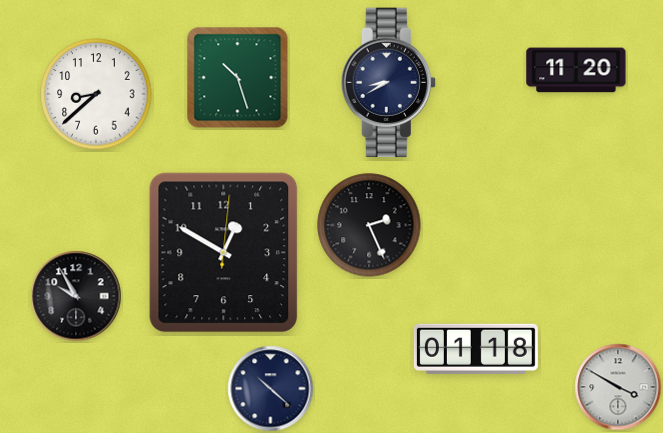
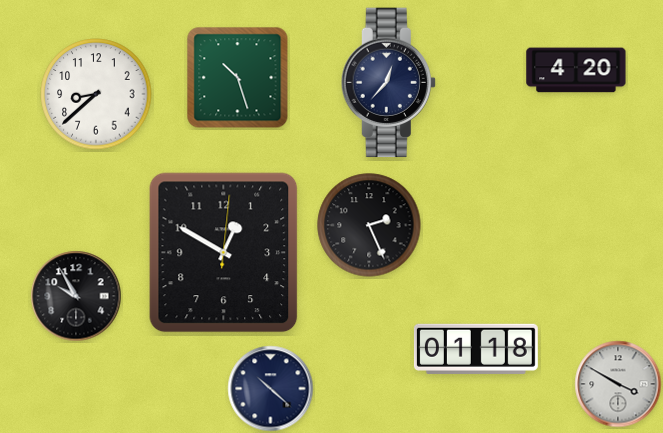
clock at (576, 70): 11:20 -> 4:20
clock at (388, 83): 8:40 -> 12:37
clock at (618, 387) position: (618, 387) -> (618, 384)
